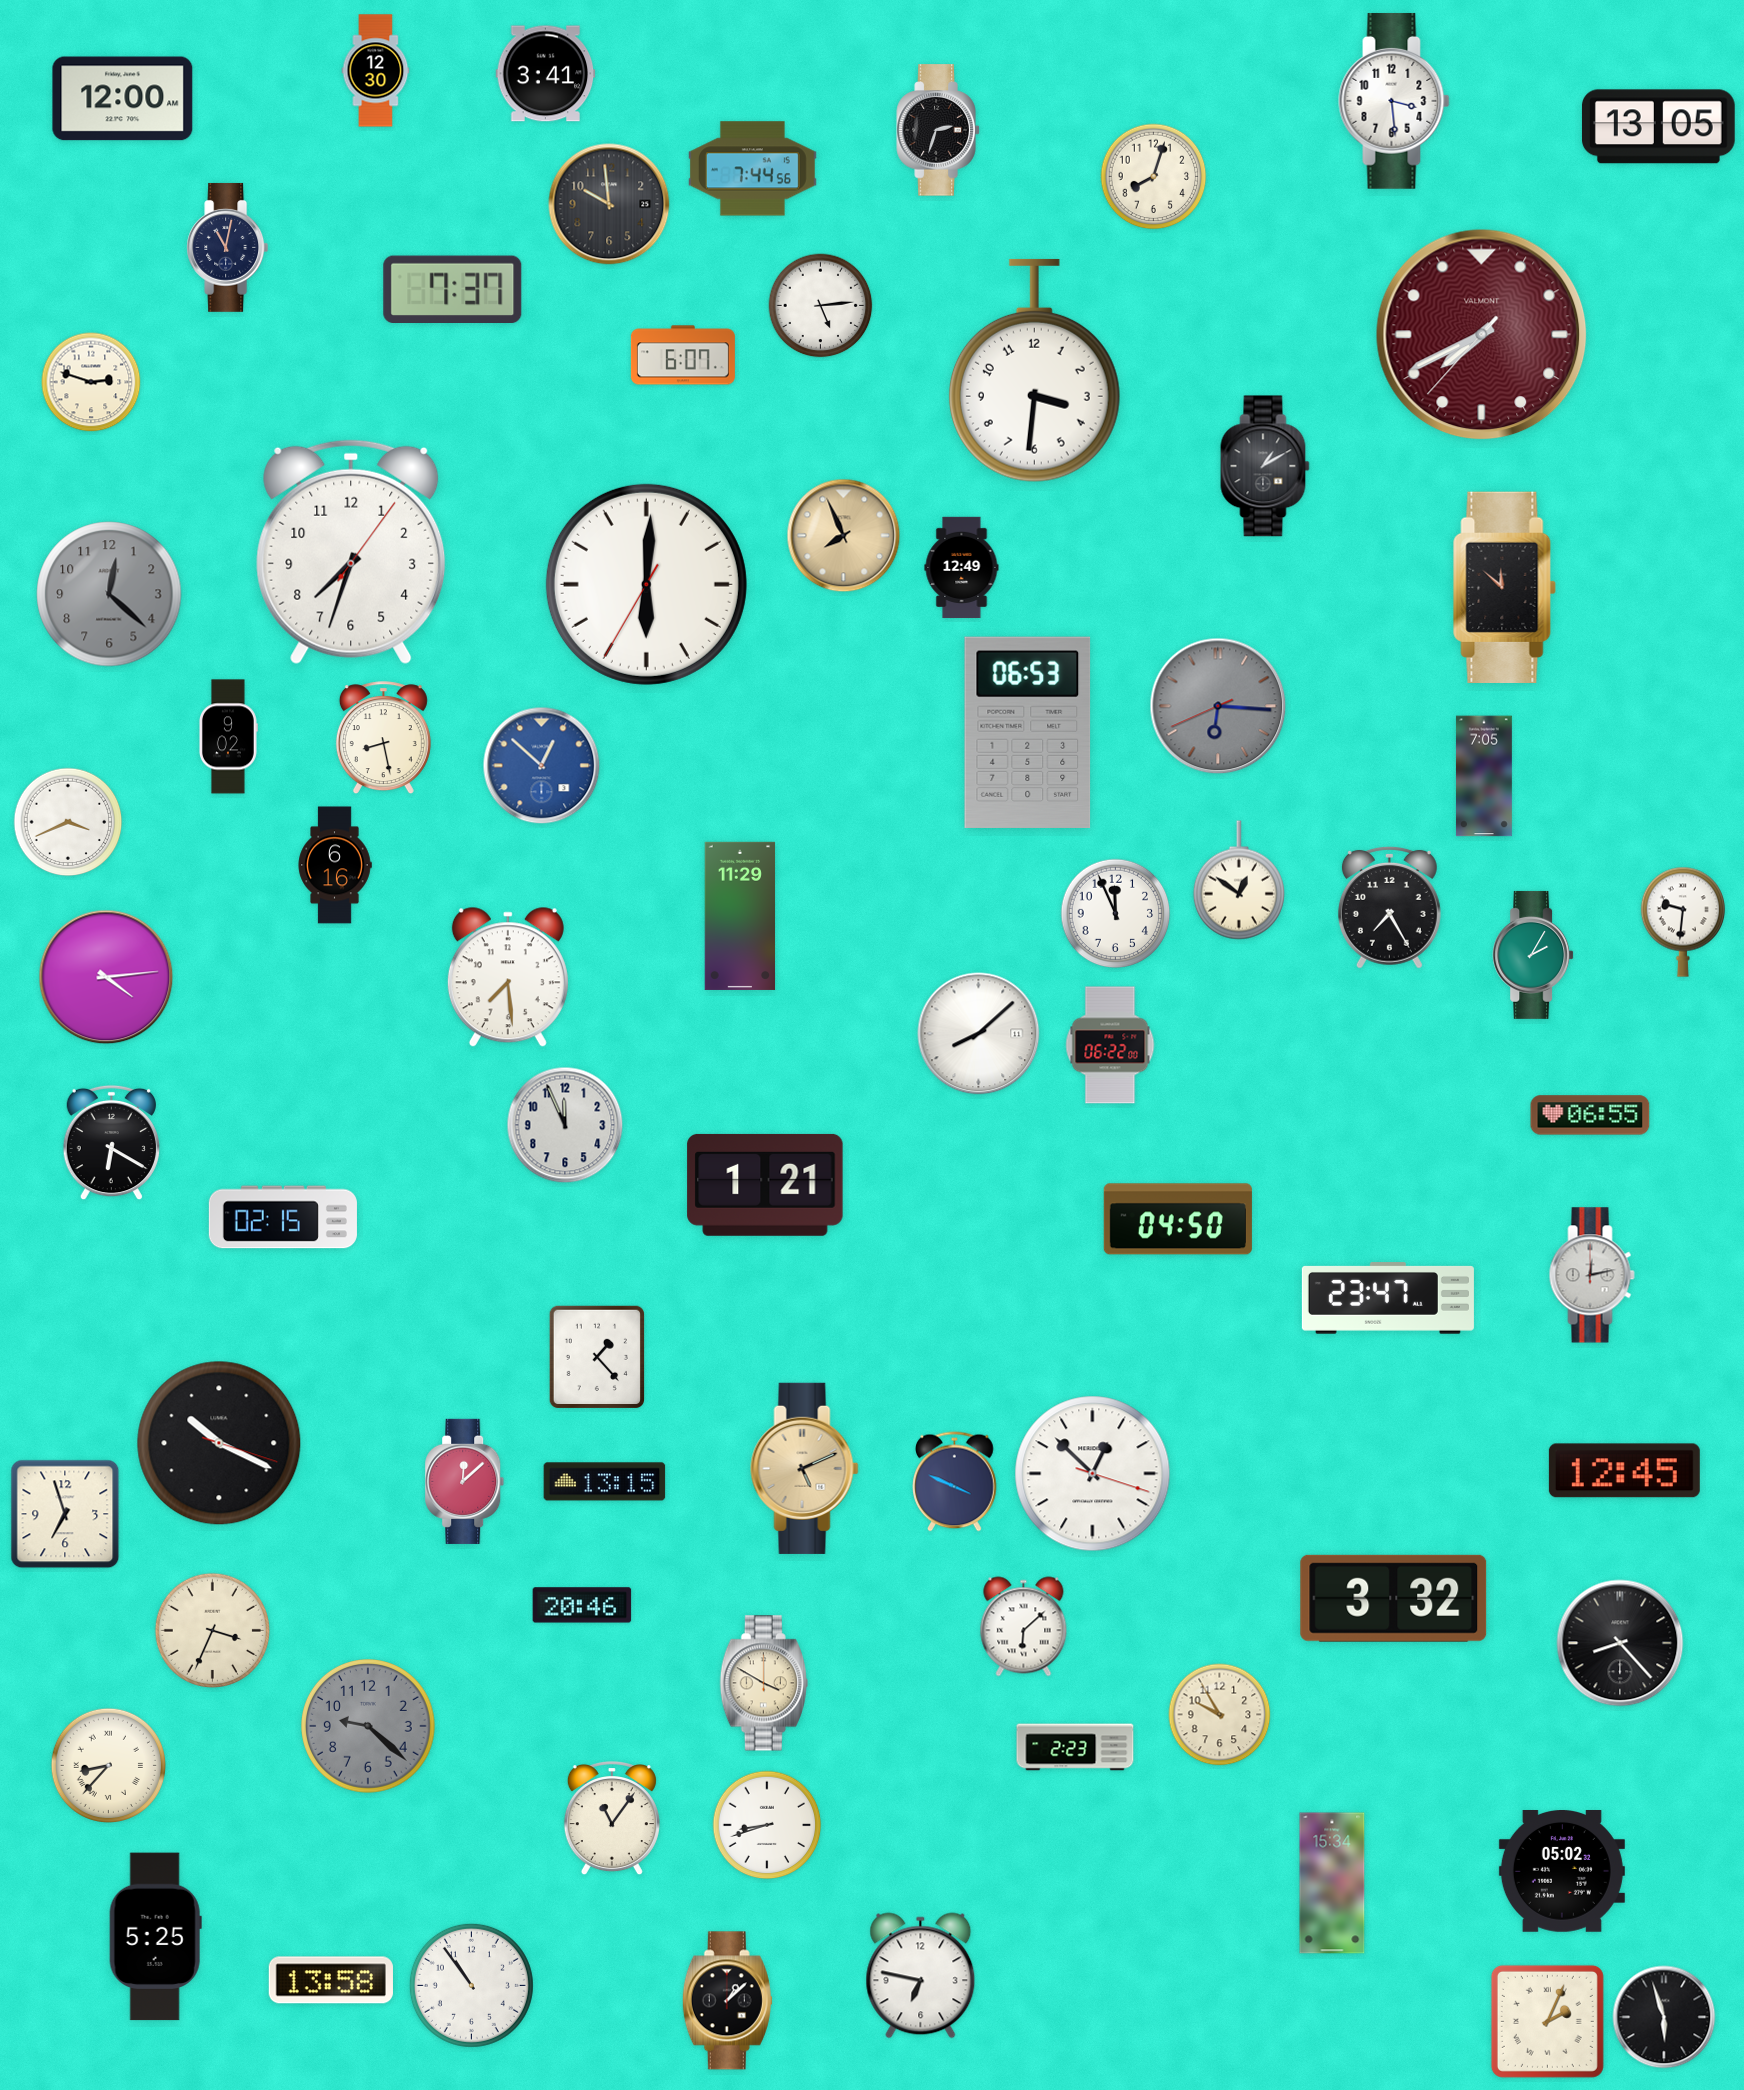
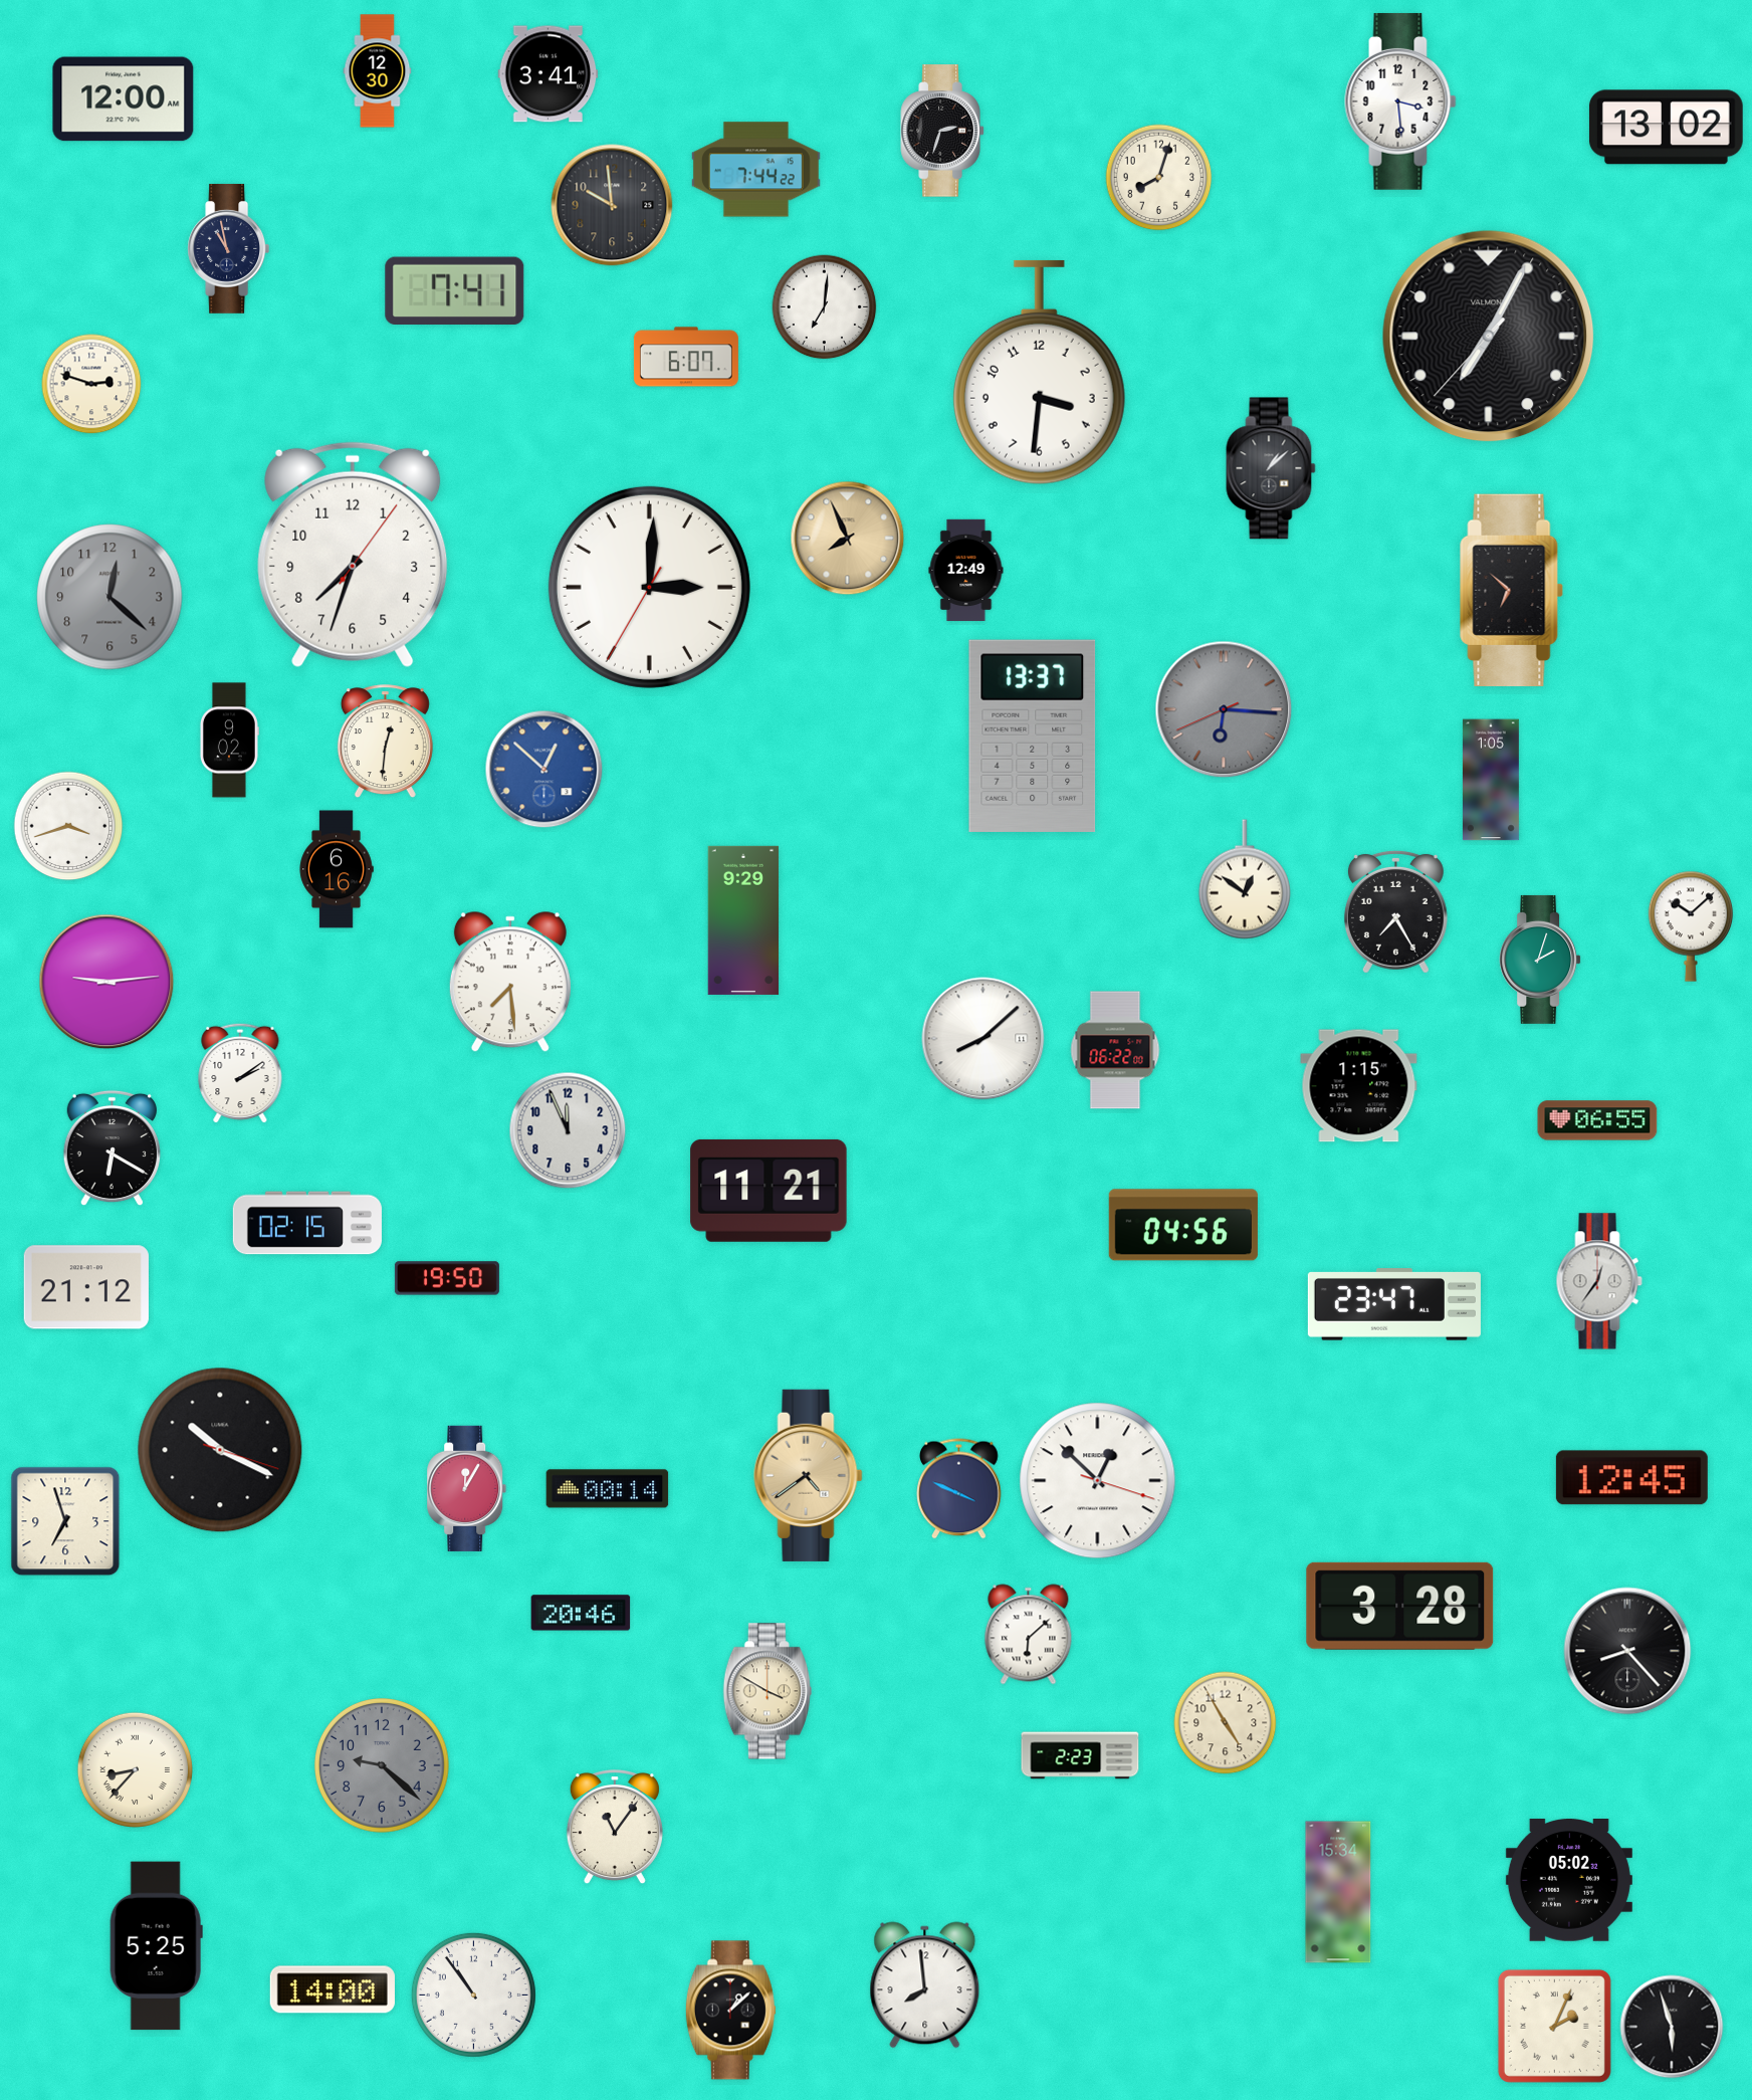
clock at (1658, 127): 13:05 -> 13:02
clock at (752, 169): 7:44:56 -> 7:44:22
clock at (228, 247): 11:02 -> 10:58
clock at (453, 289): 7:37 -> 7:41
clock at (821, 306): 5:14 -> 7:01
clock at (1482, 335): 7:40 -> 7:04
clock at (1482, 335) dial: burgundy -> black
clock at (1265, 466): 1:10 -> 1:08
clock at (646, 584): 6:00 -> 3:00
clock at (1505, 587): 11:52 -> 6:52
clock at (1028, 732): 06:53 -> 13:37
clock at (383, 738): 8:28 -> 12:31
clock at (1484, 776): 7:05 -> 1:05
clock at (68, 822): 3:41 -> 3:42
clock at (1239, 880) position: (1239, 880) -> (1245, 879)
clock at (1116, 914): 11:56 -> none
clock at (740, 916): 11:29 -> 9:29
clock at (1682, 922): 9:31 -> 10:08
clock at (1533, 955): 2:05 -> 2:03
clock at (106, 977): 4:14 -> 9:14
clock at (240, 1073): none -> 2:09
clock at (1359, 1086): none -> 1:15
clock at (765, 1185): 1:21 -> 11:21
clock at (283, 1217) position: (283, 1217) -> (307, 1223)
clock at (1178, 1219): 04:50 -> 04:56
clock at (447, 1278): none -> 19:50
clock at (1592, 1275): 12:13 -> 12:36
clock at (86, 1287): none -> 21:12
clock at (596, 1356): 1:23 -> none
clock at (805, 1468): 5:11 -> 4:39
clock at (465, 1481): 12:08 -> 12:05
clock at (605, 1482): 13:15 -> 00:14
clock at (1394, 1598): 3:32 -> 3:28
clock at (582, 1605) position: (582, 1605) -> (581, 1613)
clock at (212, 1630): 3:34 -> none
clock at (1220, 1715): 9:55 -> 4:55
clock at (369, 1727) position: (369, 1727) -> (383, 1766)
clock at (108, 1765) position: (108, 1765) -> (135, 1769)
clock at (767, 1825): 8:42 -> none
clock at (921, 1976): 6:47 -> 7:59
clock at (331, 1980): 13:58 -> 14:00
clock at (1547, 2021) position: (1547, 2021) -> (1554, 2026)
